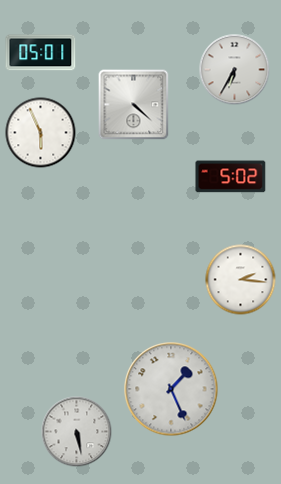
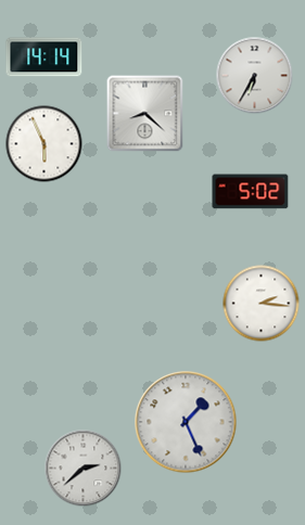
clock at (41, 53): 05:01 -> 14:14
clock at (134, 105): 4:22 -> 8:22
clock at (77, 432): 5:28 -> 2:38
